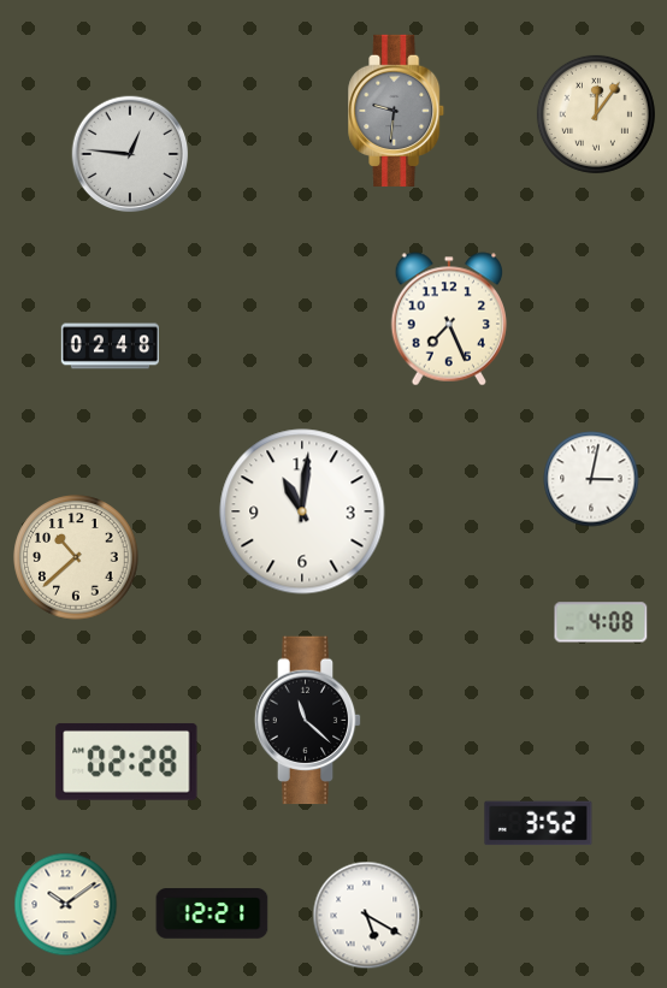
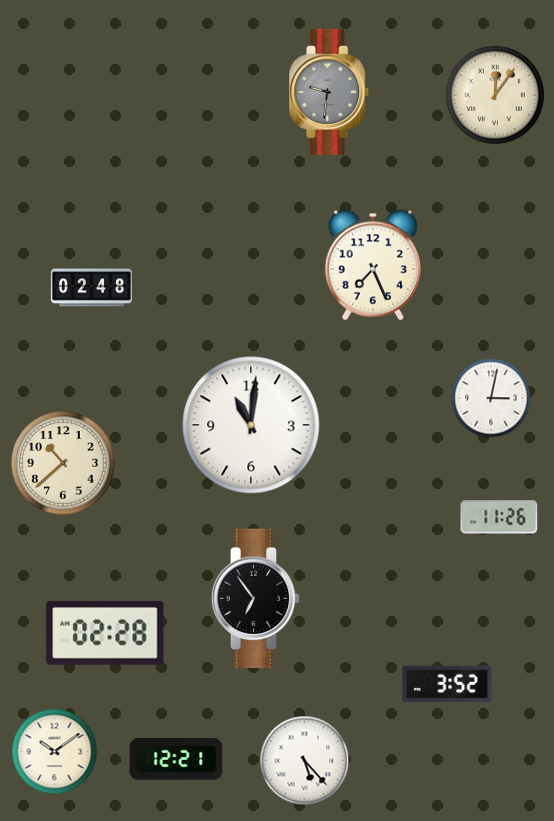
clock at (130, 154): 12:46 -> none
clock at (601, 622): 4:08 -> 11:26
clock at (308, 721): 11:22 -> 6:54
clock at (367, 916): 5:20 -> 5:23
